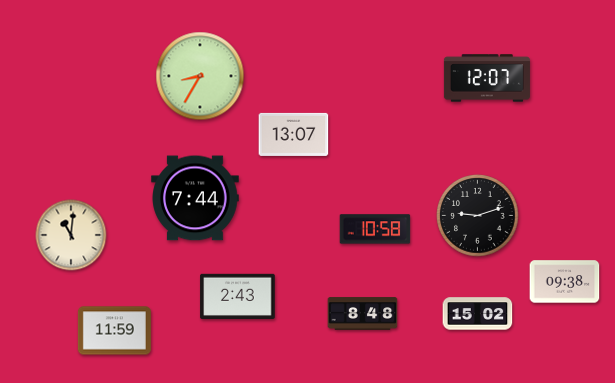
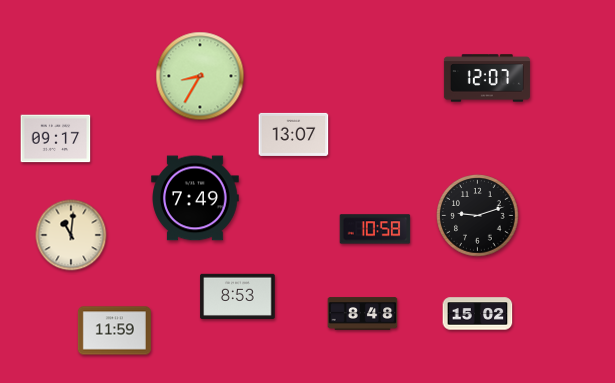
clock at (56, 139): none -> 09:17
clock at (195, 198): 7:44 -> 7:49
clock at (565, 282): 09:38 -> none
clock at (238, 296): 2:43 -> 8:53
